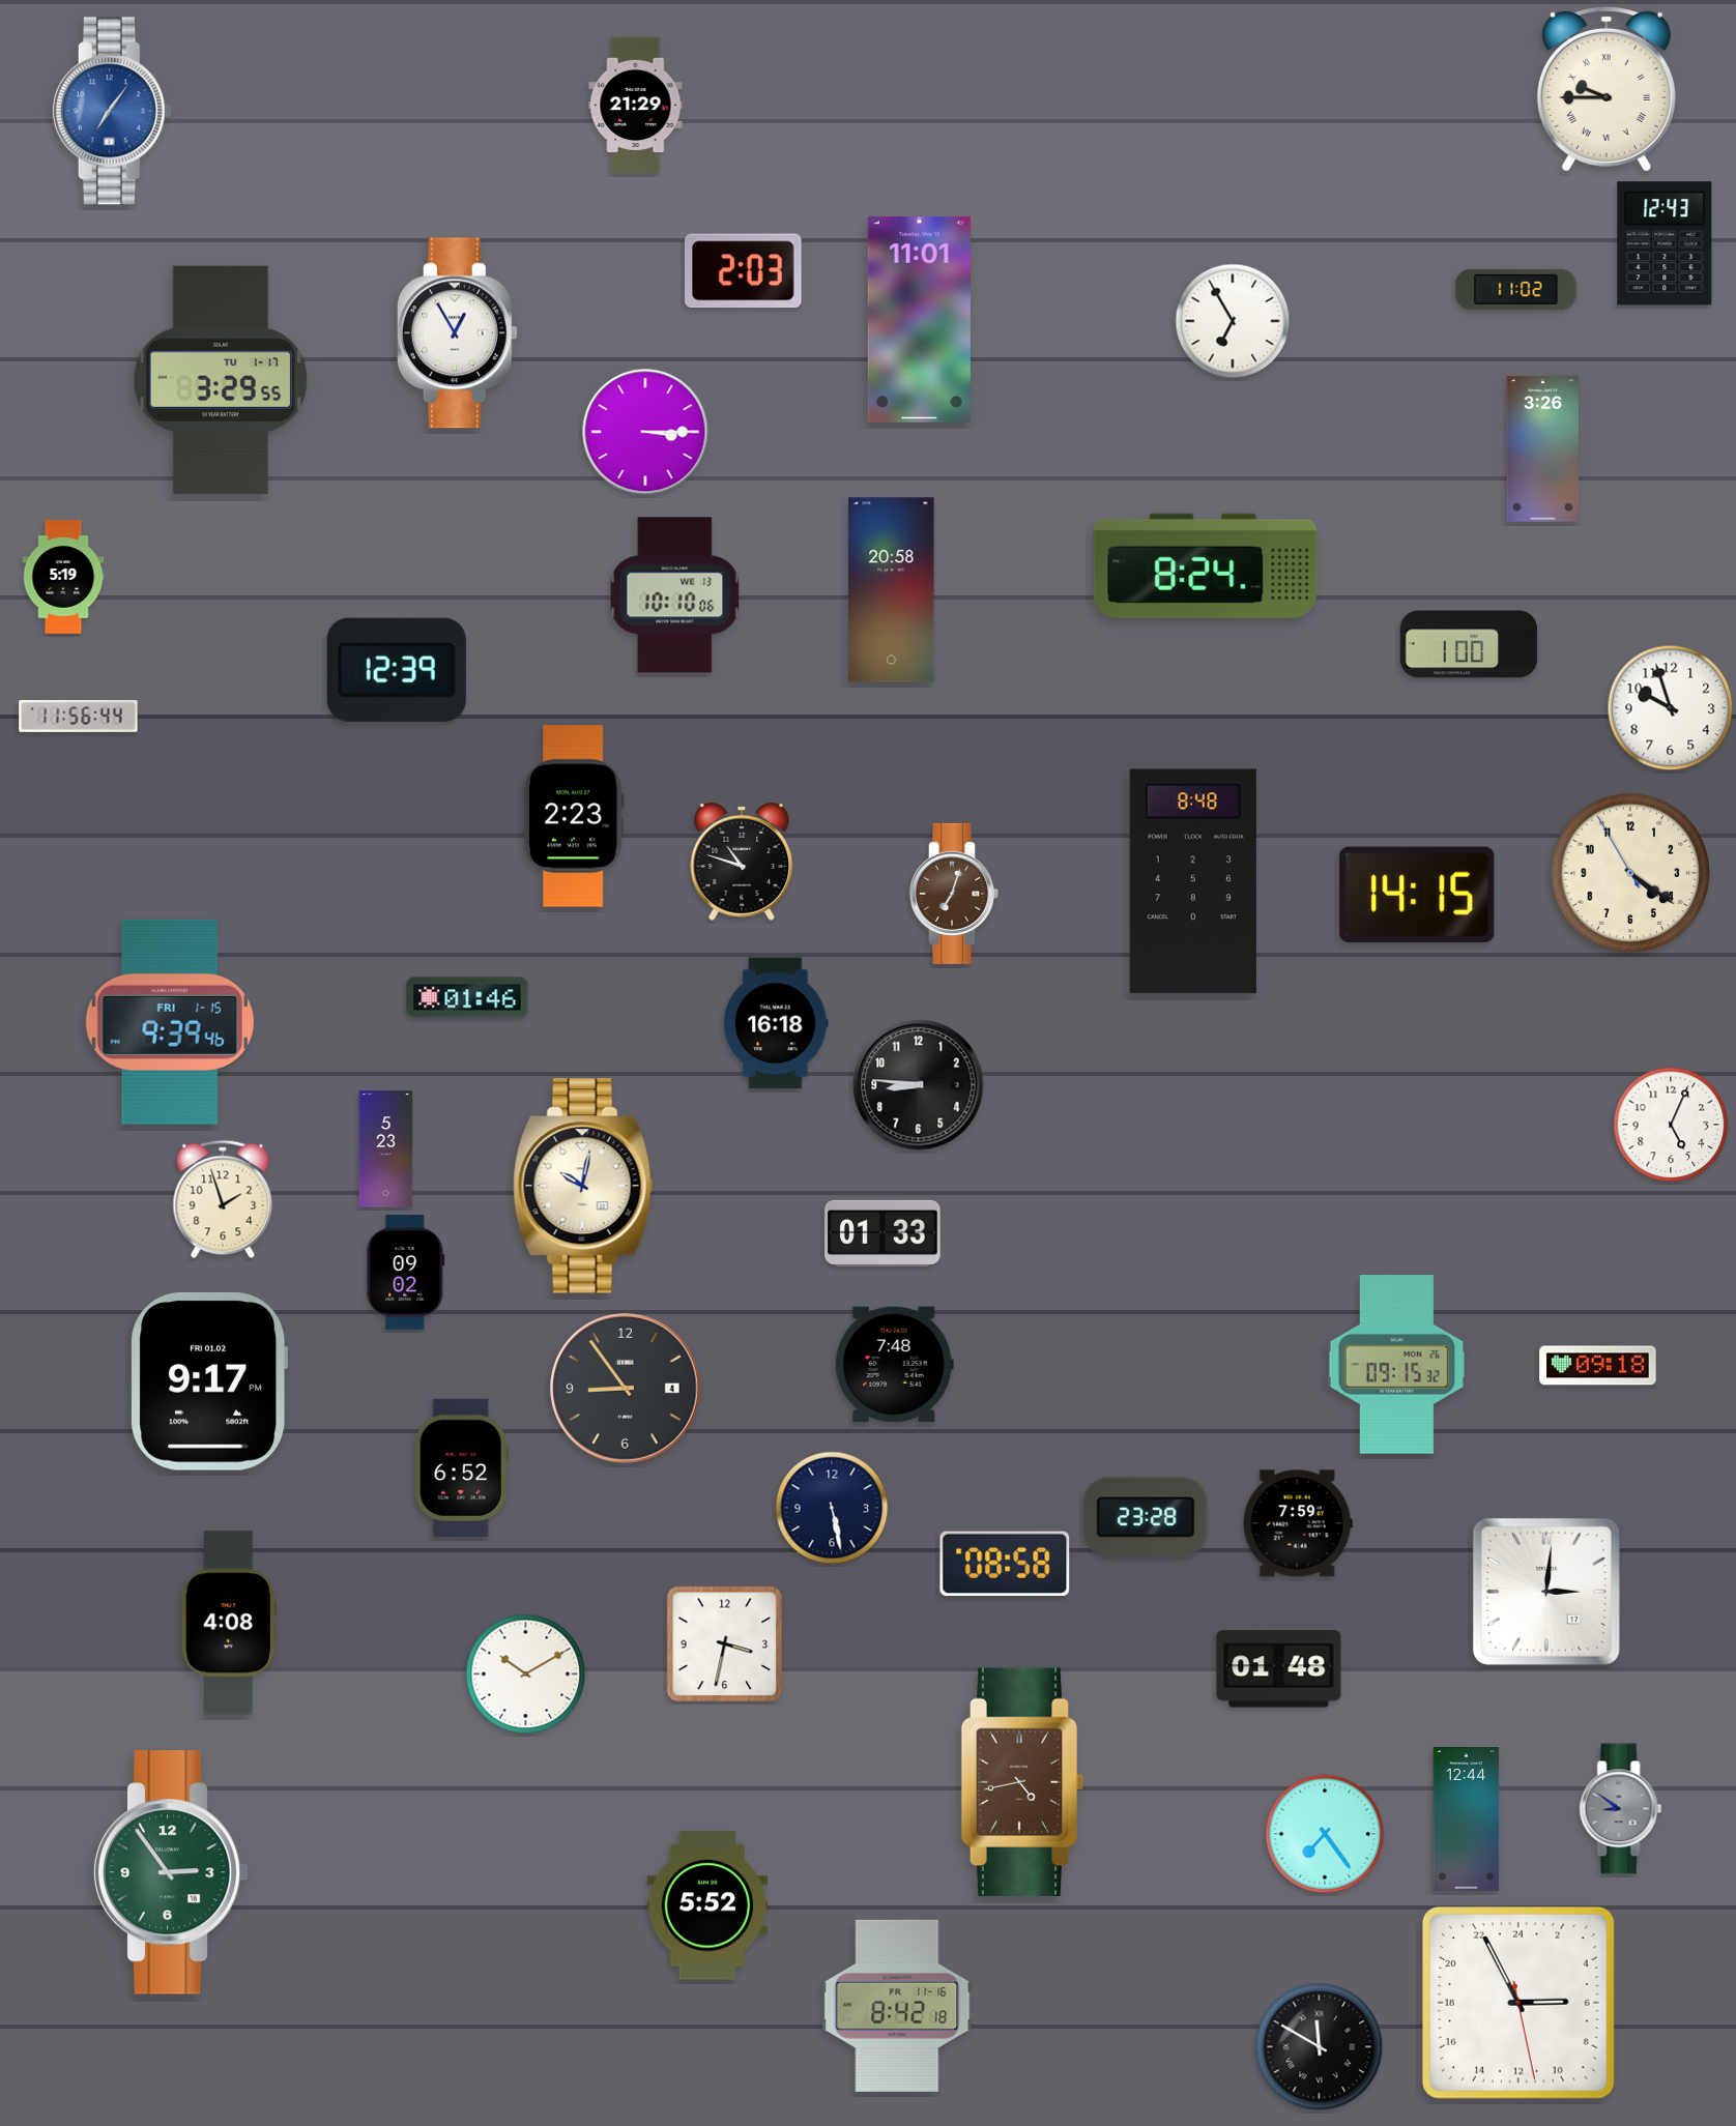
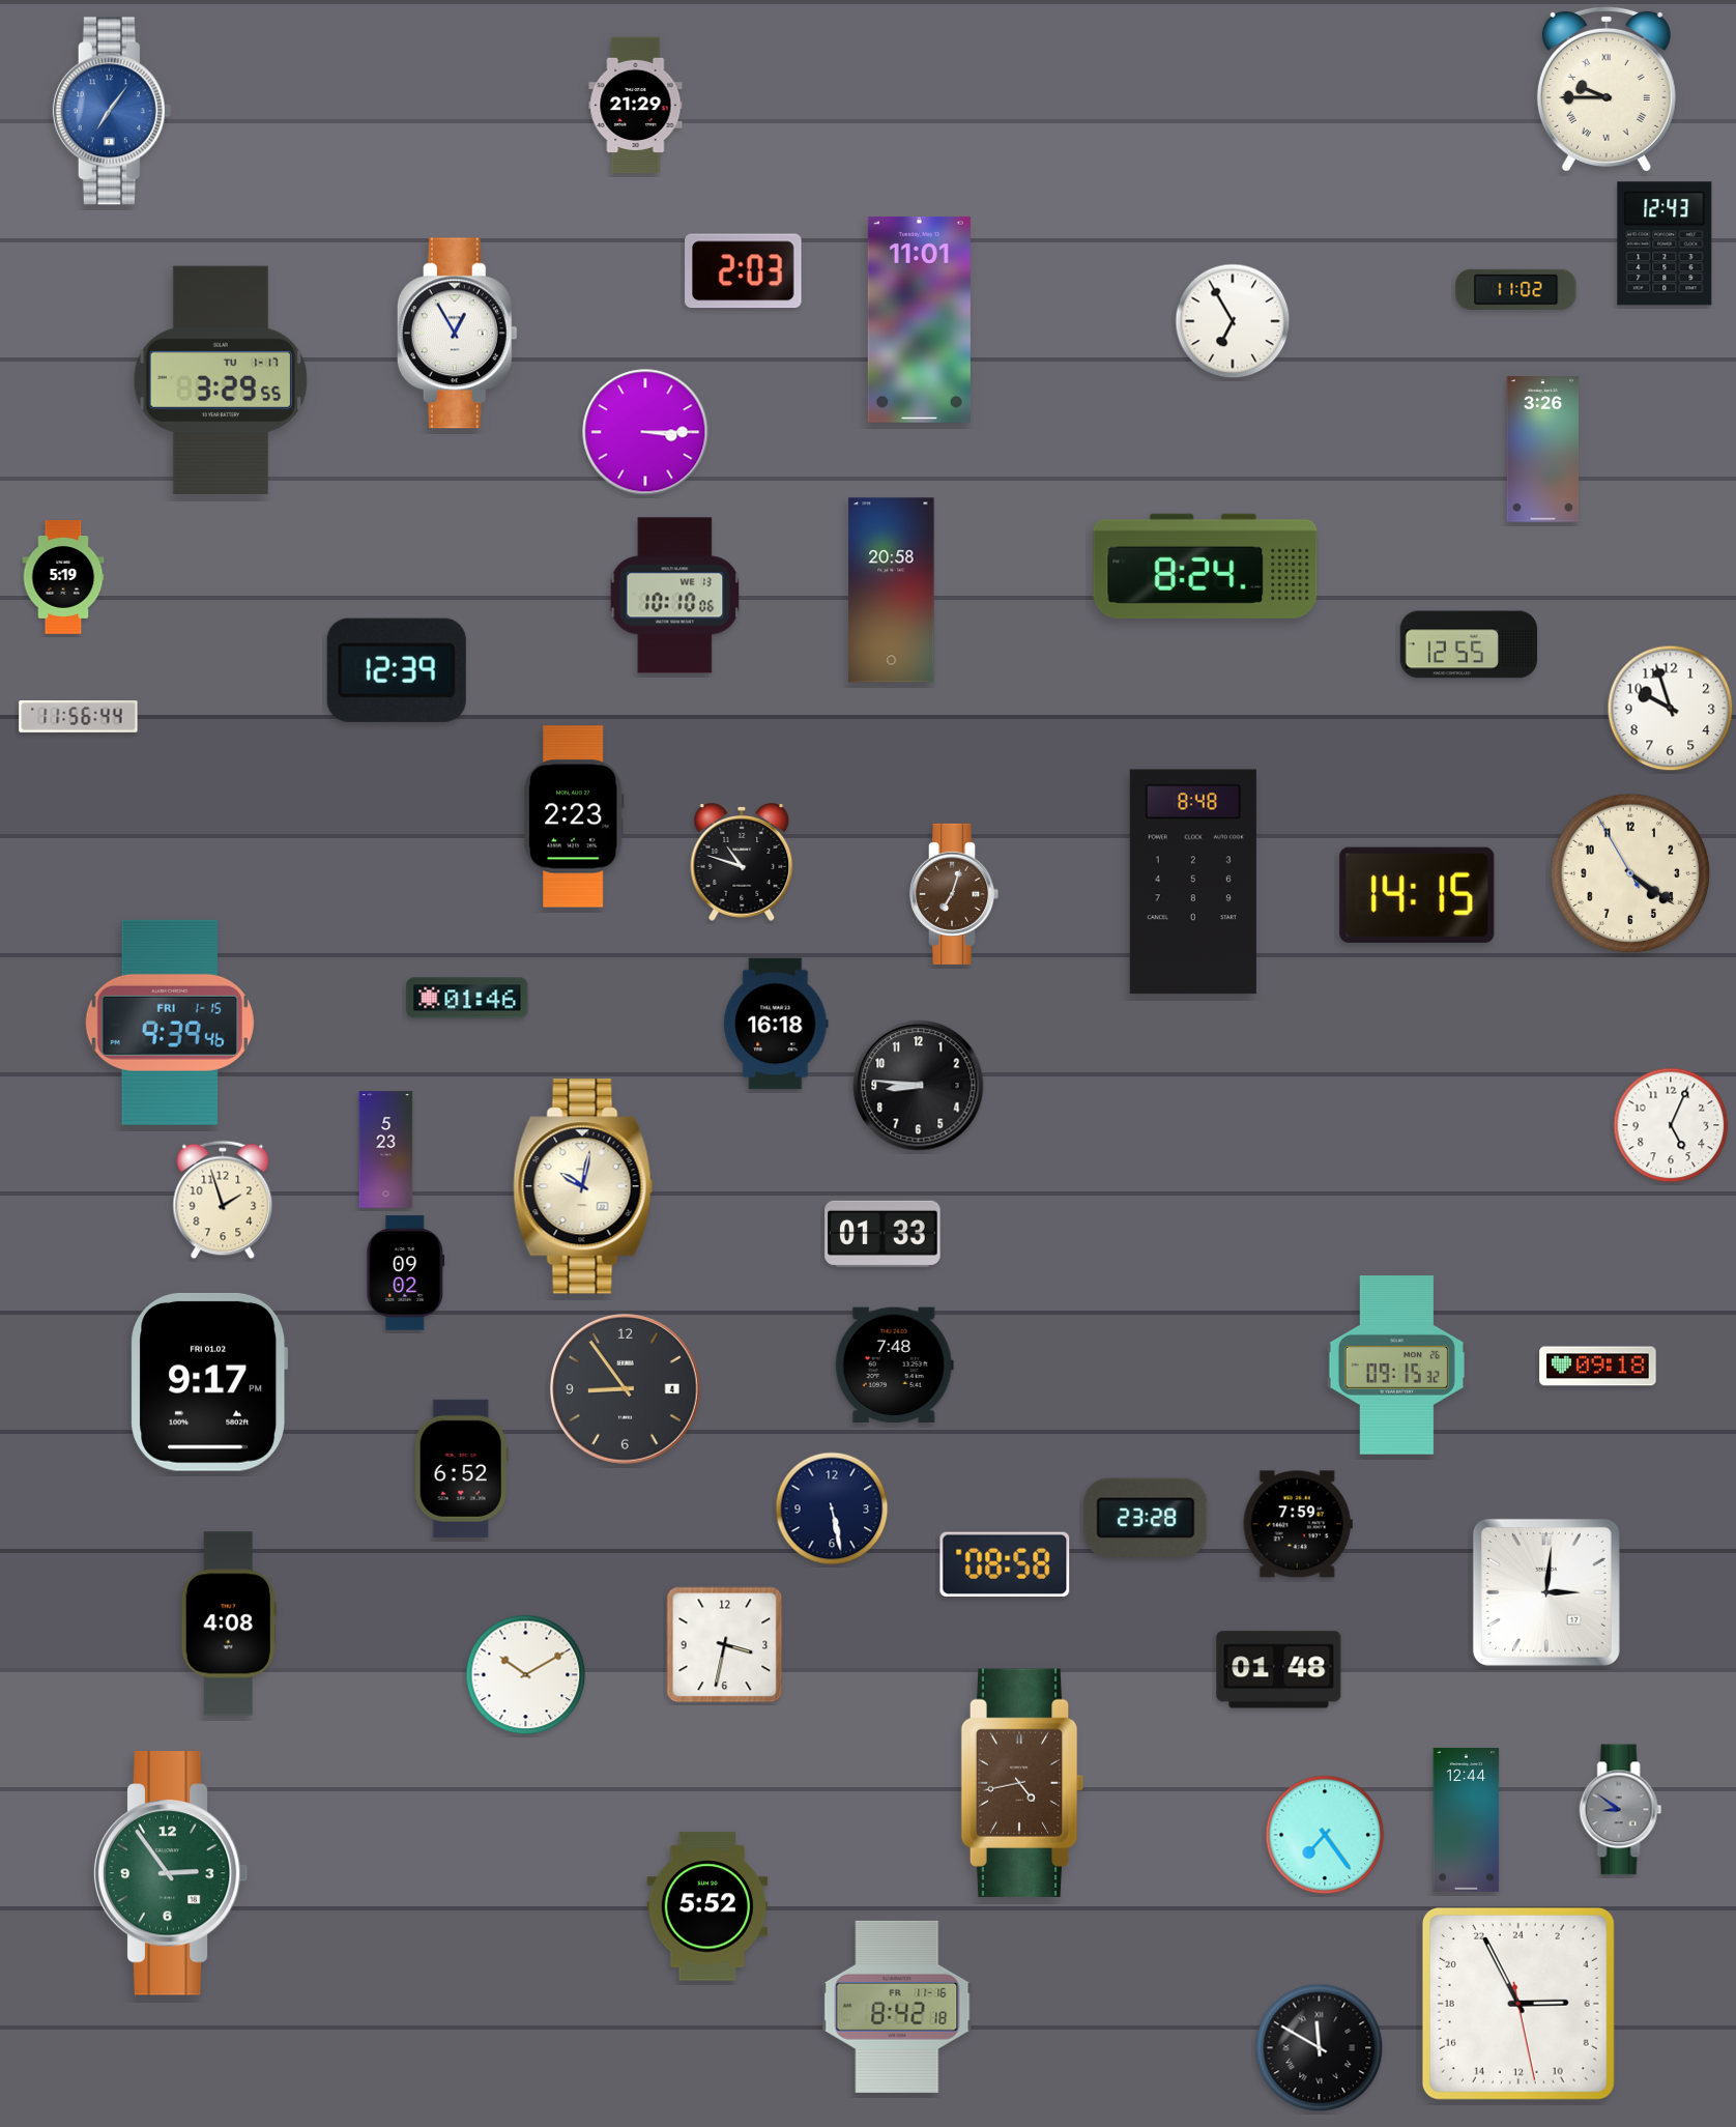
clock at (1468, 644): 1:00 -> 12:55
